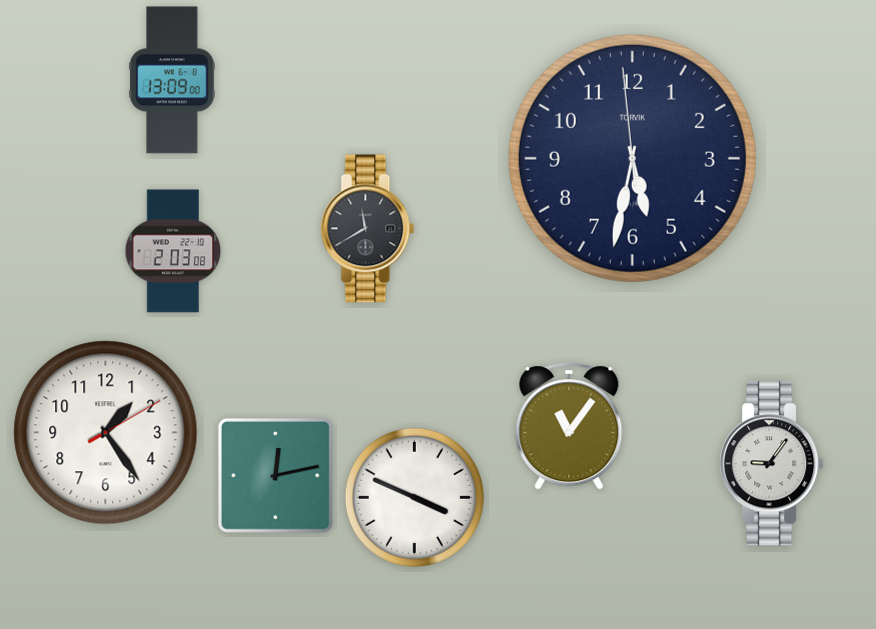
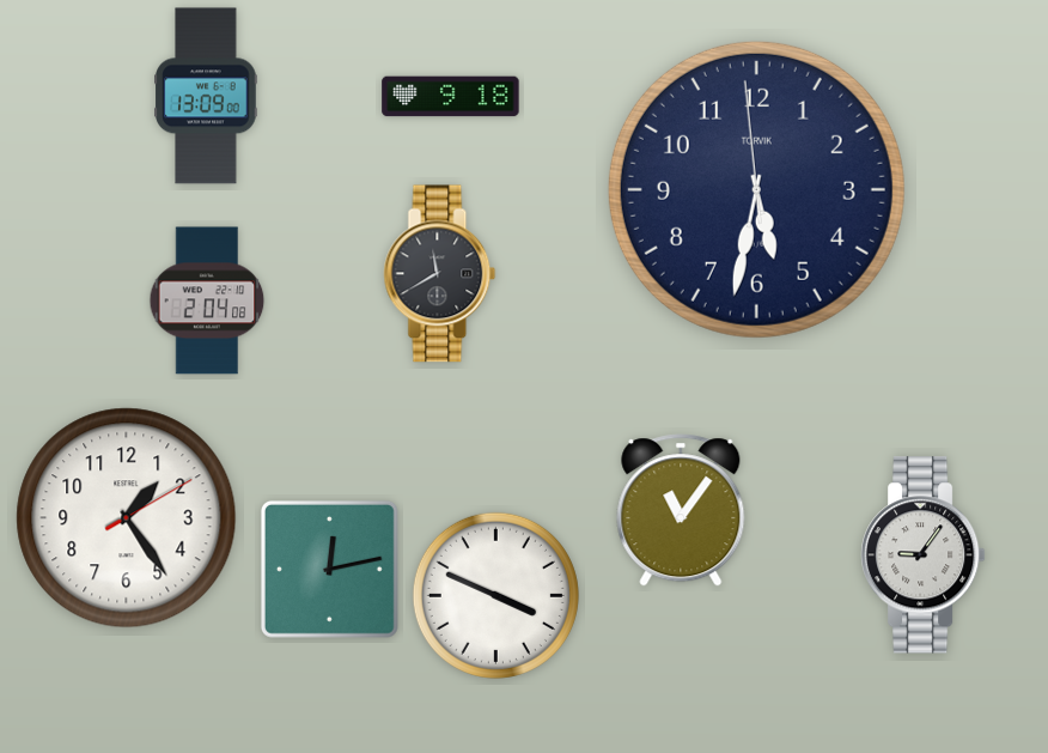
clock at (451, 97): none -> 9:18
clock at (173, 251): 2:03 -> 2:04
